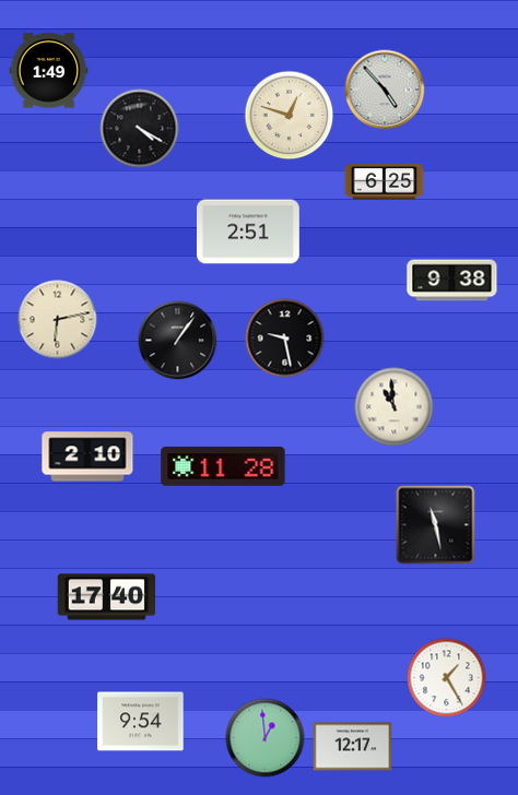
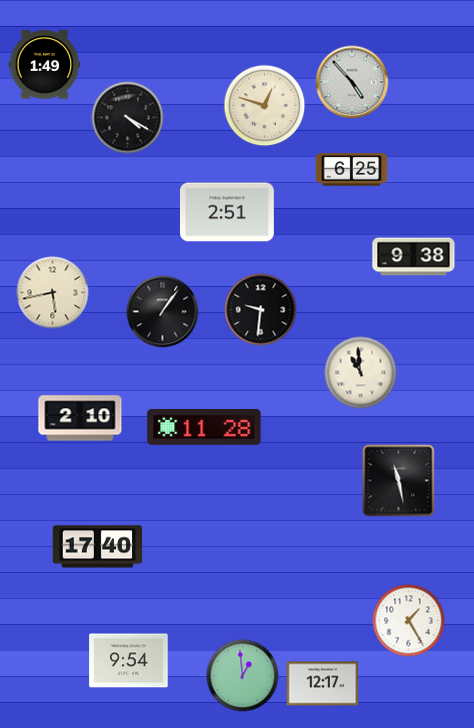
clock at (385, 182) position: (385, 182) -> (352, 170)
clock at (58, 320): 6:13 -> 5:43
clock at (285, 339): 9:28 -> 9:31
